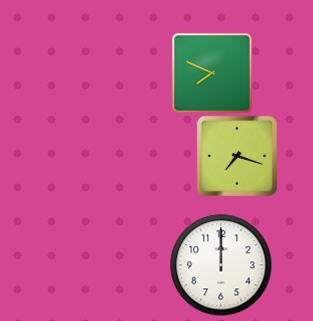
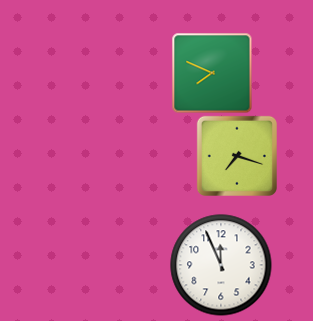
clock at (221, 265): 12:00 -> 11:56
